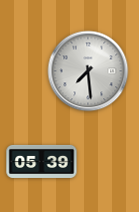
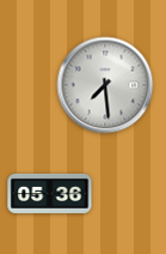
clock at (42, 161): 05:39 -> 05:36
